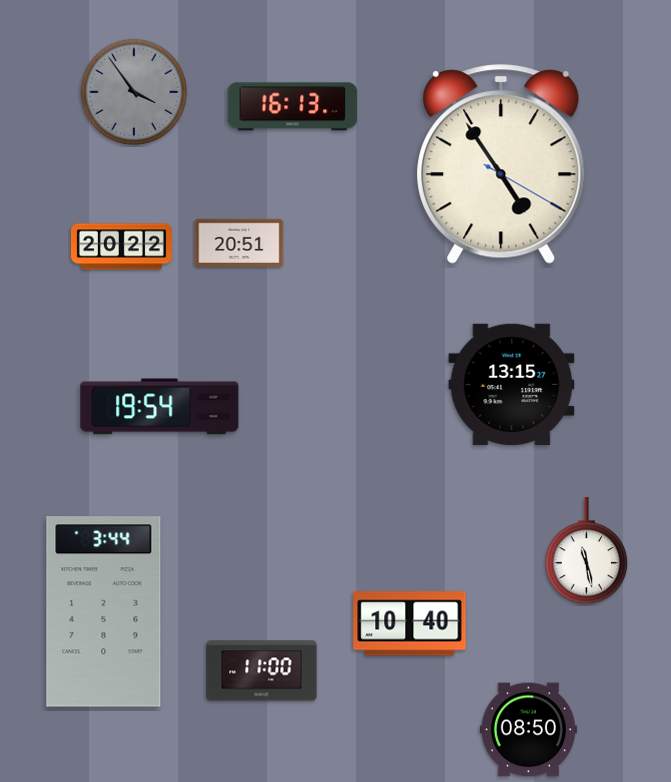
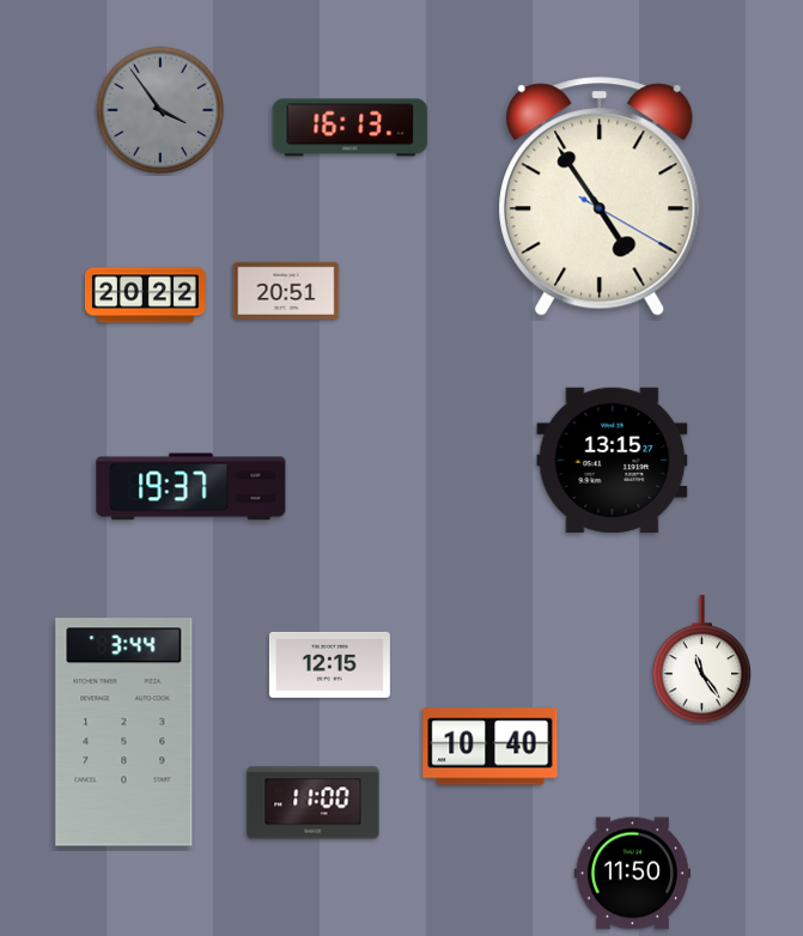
clock at (160, 407): 19:54 -> 19:37
clock at (586, 551): 11:28 -> 11:24
clock at (329, 664): none -> 12:15
clock at (528, 730): 08:50 -> 11:50
